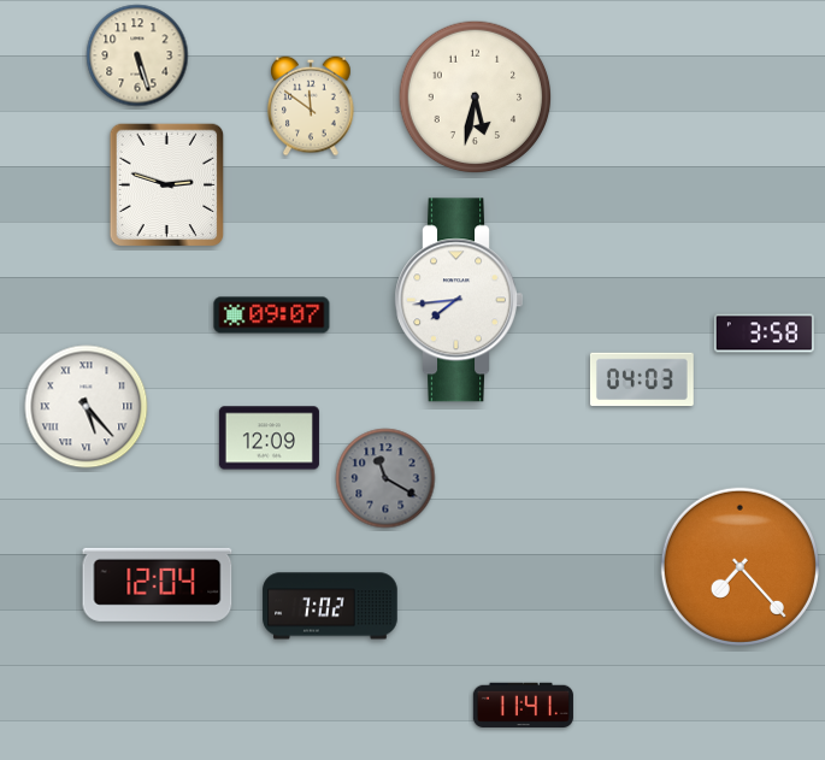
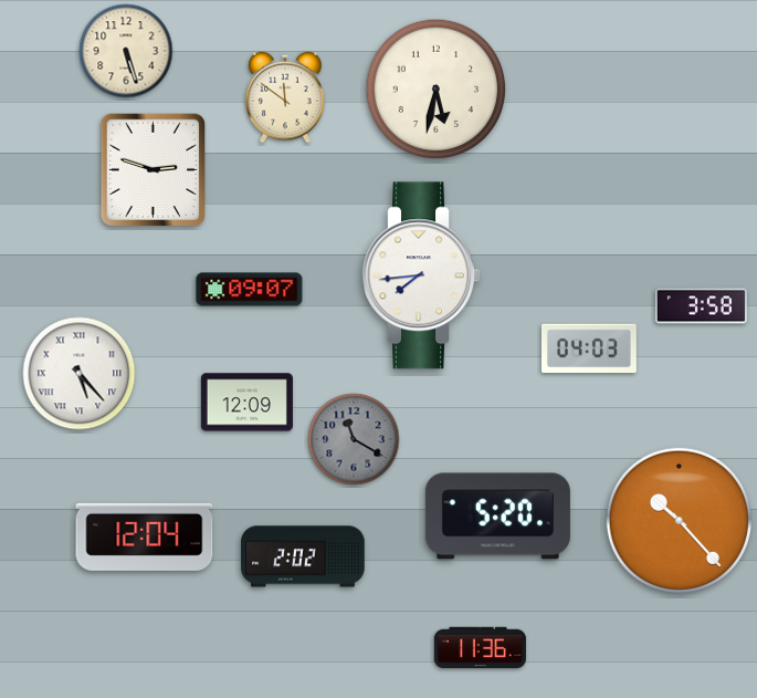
clock at (497, 517): none -> 5:20
clock at (739, 566): 7:23 -> 10:23
clock at (330, 606): 7:02 -> 2:02
clock at (523, 706): 11:41 -> 11:36
